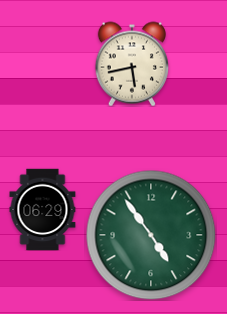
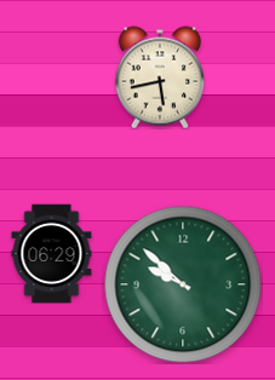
clock at (151, 235): 4:54 -> 9:52
